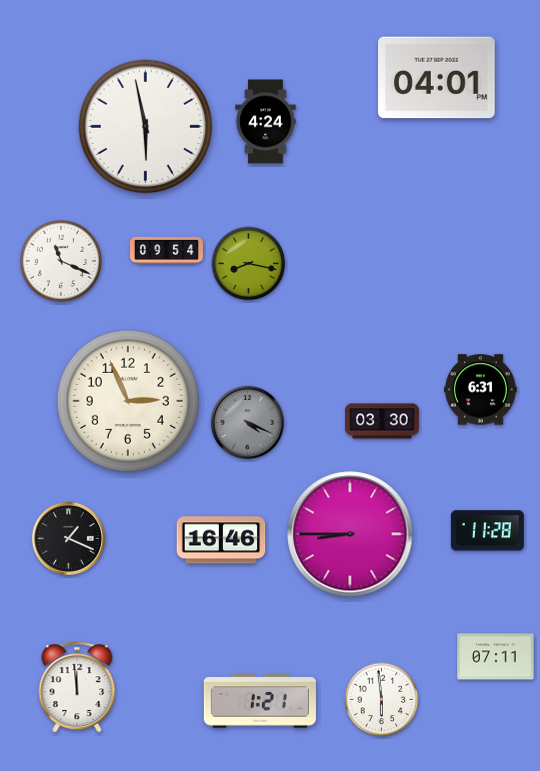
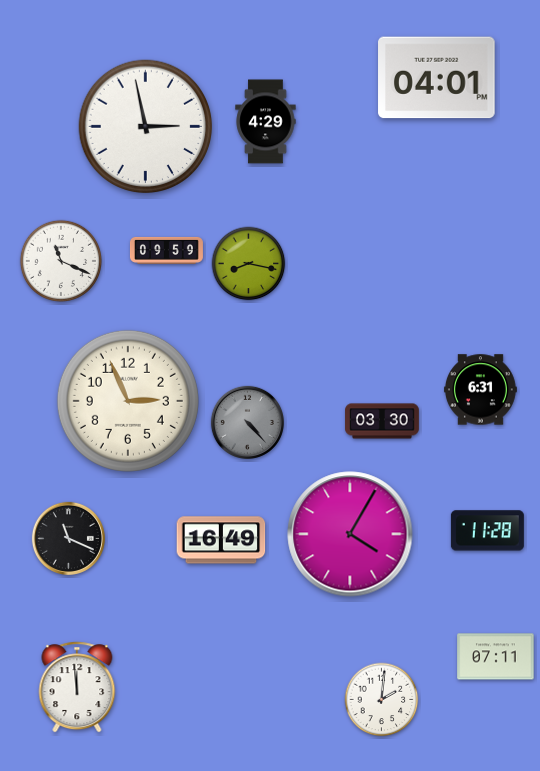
clock at (266, 122): 4:24 -> 4:29
clock at (146, 127): 5:58 -> 2:58
clock at (166, 250): 09:54 -> 09:59
clock at (247, 422): 4:19 -> 4:23
clock at (350, 534): 8:45 -> 4:05
clock at (68, 538): 1:19 -> 11:19
clock at (221, 540): 16:46 -> 16:49
clock at (382, 700): 5:59 -> 2:01
clock at (260, 701): 1:21 -> none
